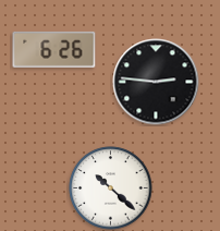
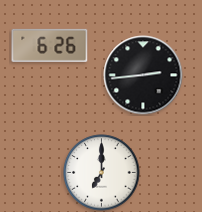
clock at (156, 82): 2:46 -> 2:44
clock at (111, 189): 10:22 -> 7:00
